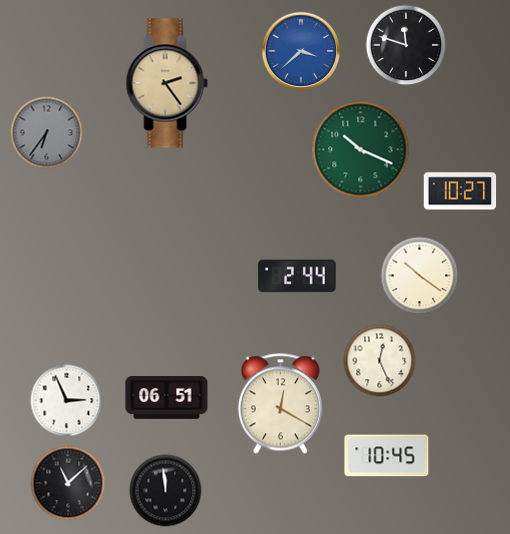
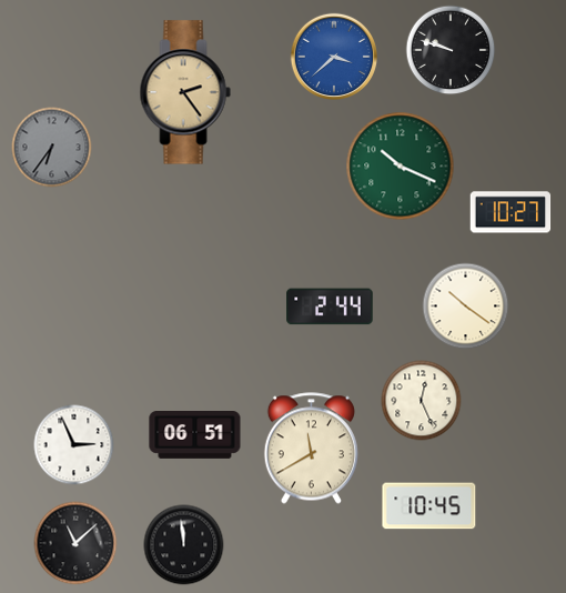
clock at (406, 45): 11:48 -> 9:48
clock at (167, 398) position: (167, 398) -> (195, 435)
clock at (280, 404): 12:20 -> 11:40
clock at (68, 483) position: (68, 483) -> (75, 543)
